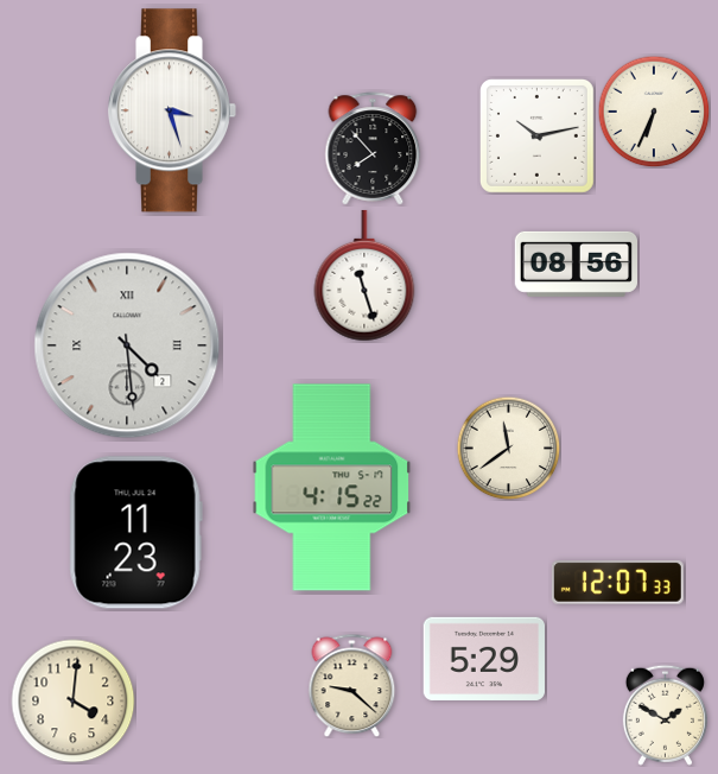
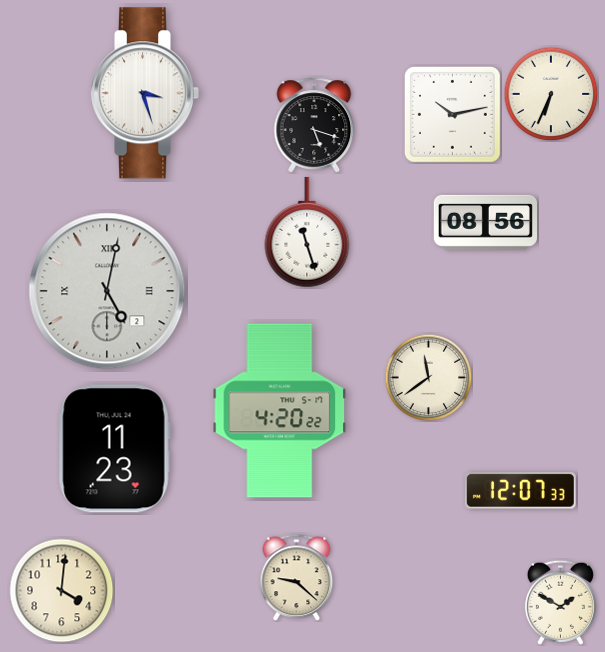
clock at (373, 148): 7:53 -> 5:18
clock at (127, 345): 4:29 -> 5:02
clock at (332, 488): 4:15 -> 4:20
clock at (484, 659): 5:29 -> none
